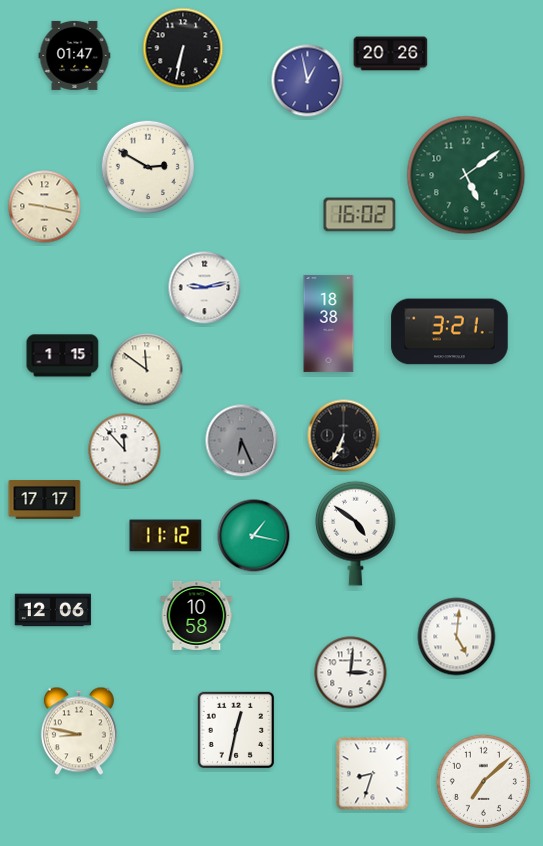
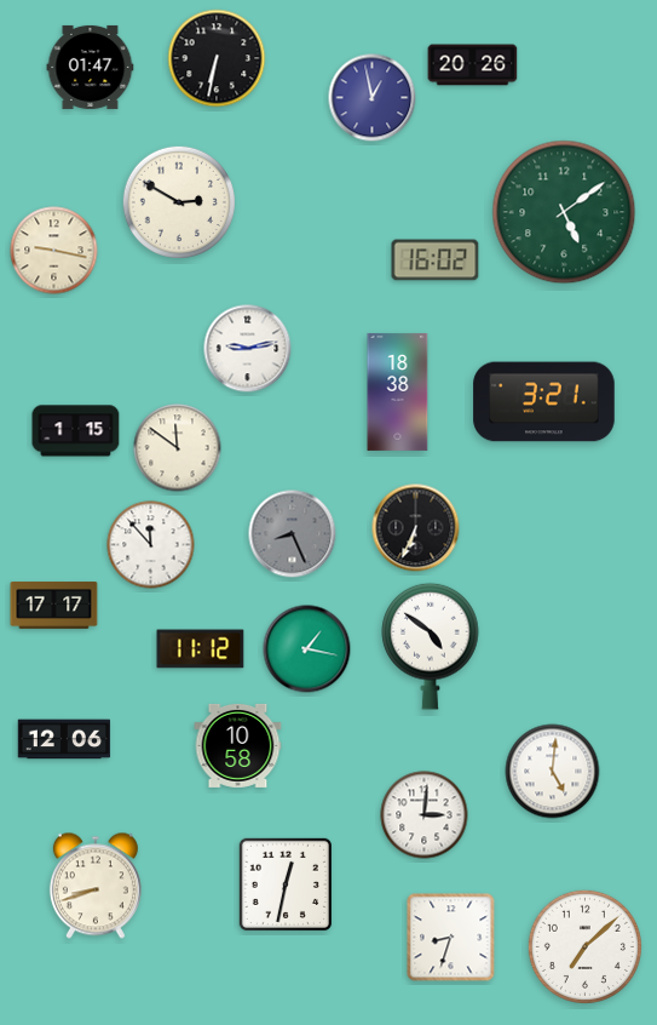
clock at (183, 48) position: (183, 48) -> (217, 58)
clock at (242, 441): 6:26 -> 8:26
clock at (79, 731): 8:47 -> 8:42
